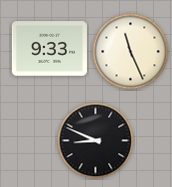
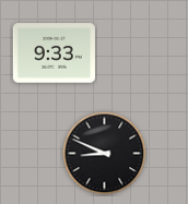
clock at (131, 52): 11:26 -> none
